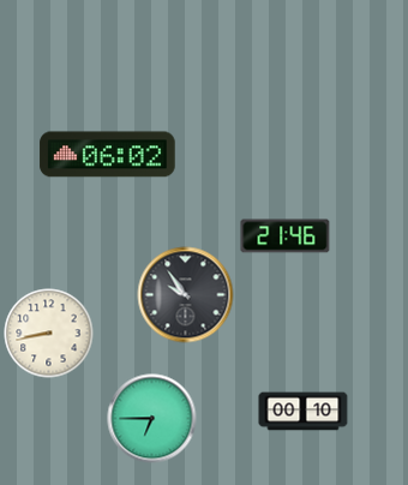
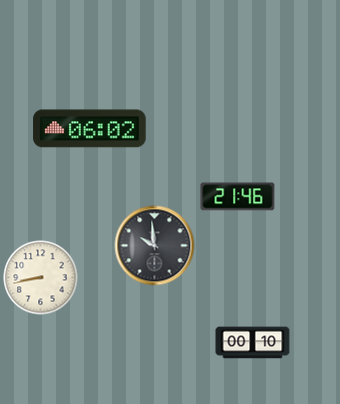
clock at (186, 295): 9:54 -> 9:59
clock at (152, 419): 6:45 -> none
